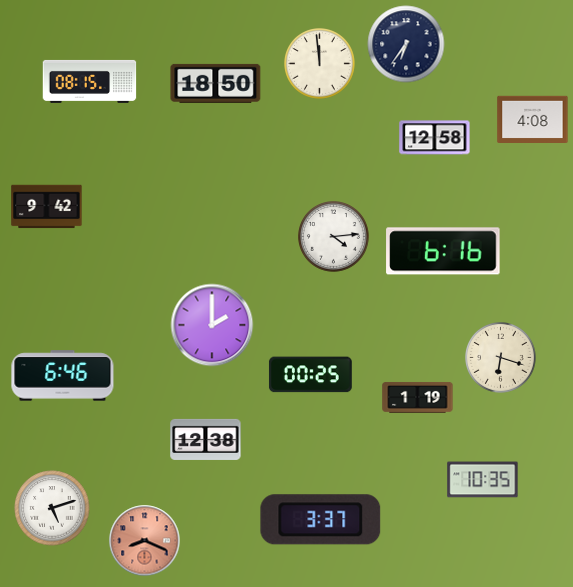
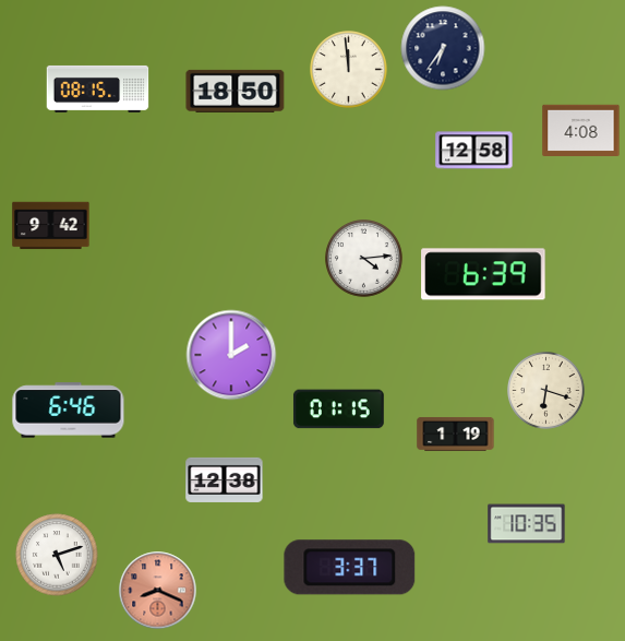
clock at (443, 251): 6:16 -> 6:39
clock at (310, 375): 00:25 -> 01:15
